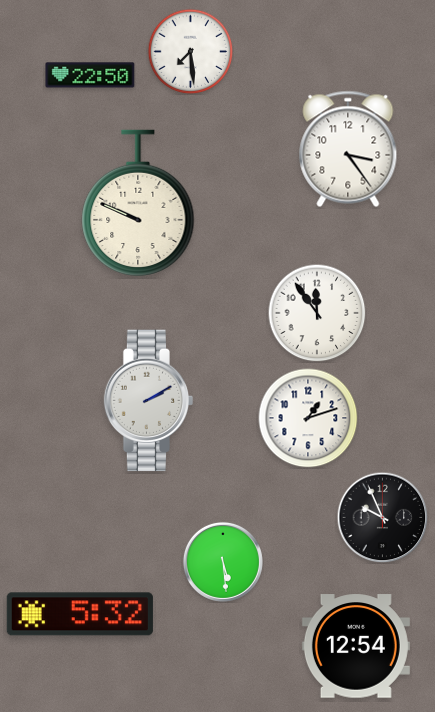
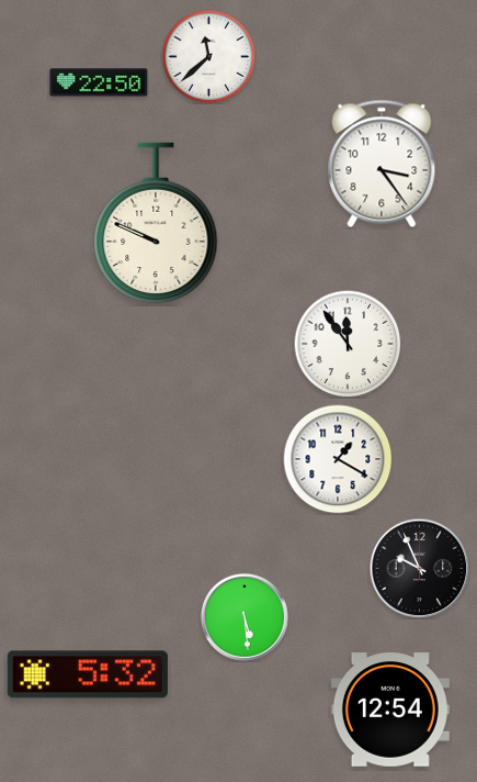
clock at (190, 51): 7:29 -> 11:38
clock at (138, 203) position: (138, 203) -> (156, 223)
clock at (149, 401): 2:10 -> none
clock at (308, 418): 1:12 -> 1:20
